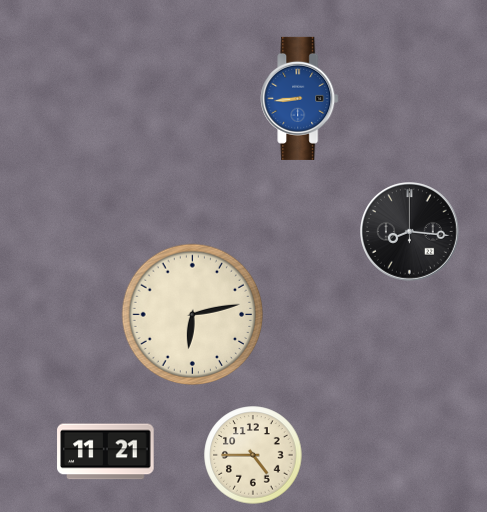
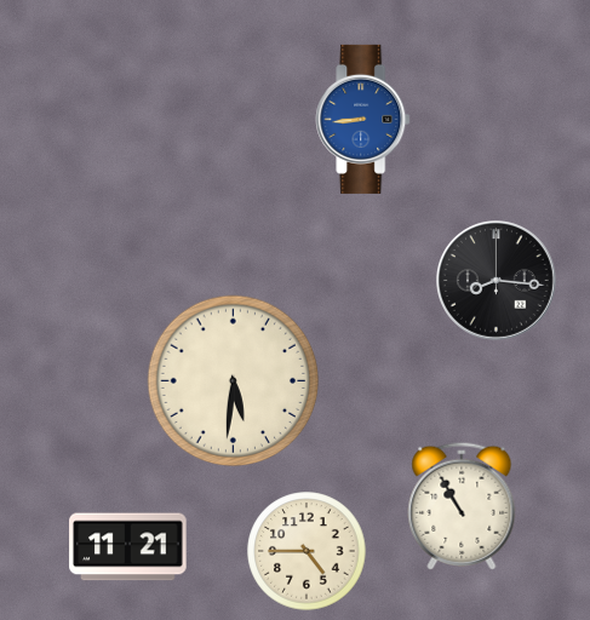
clock at (193, 315): 6:13 -> 5:31
clock at (462, 506): none -> 10:55
